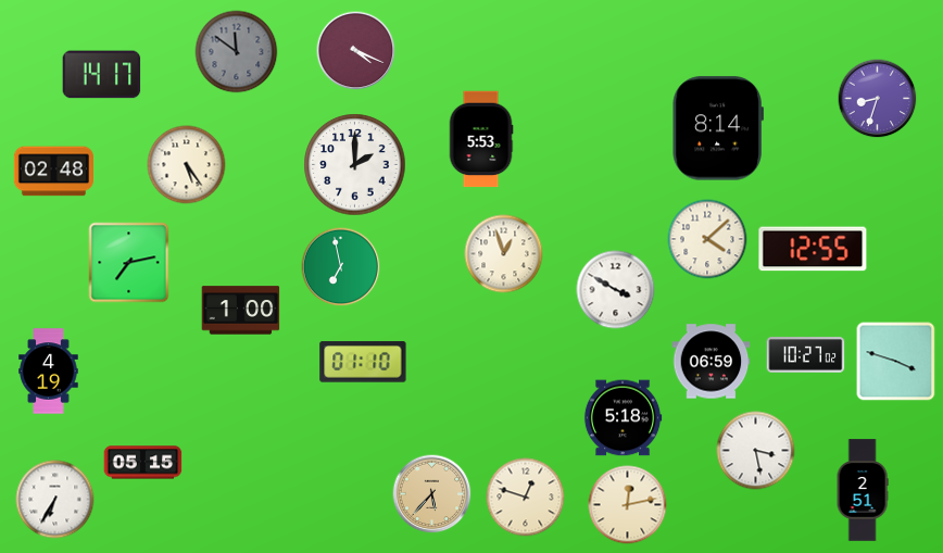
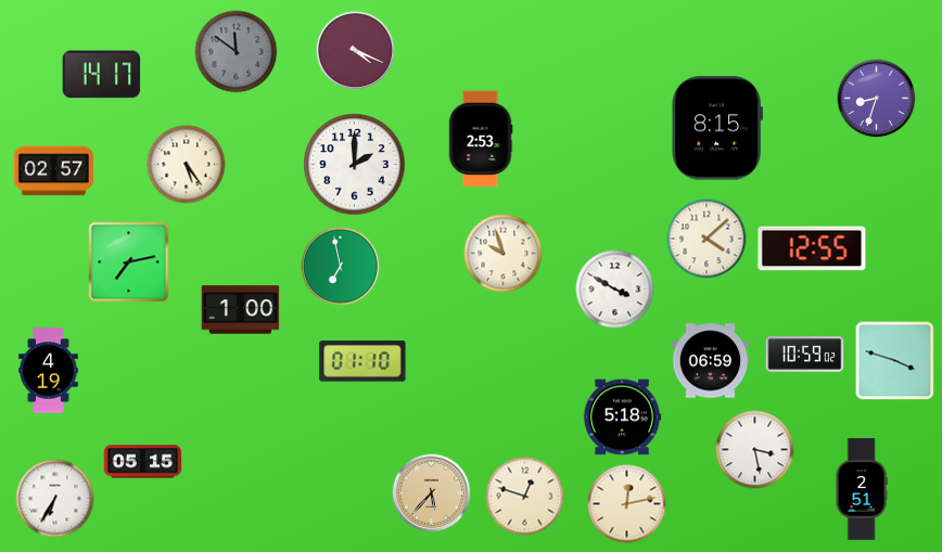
clock at (717, 128): 8:14 -> 8:15
clock at (481, 139): 5:53 -> 2:53
clock at (53, 172): 02:48 -> 02:57
clock at (504, 254): 12:57 -> 9:57
clock at (806, 355): 10:27 -> 10:59
